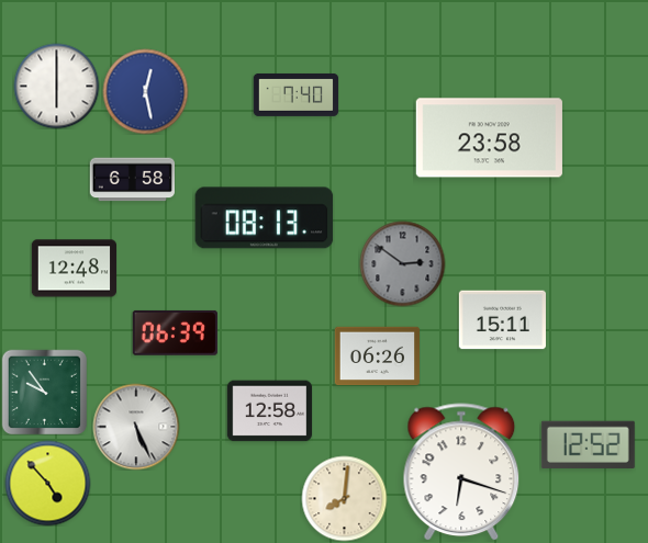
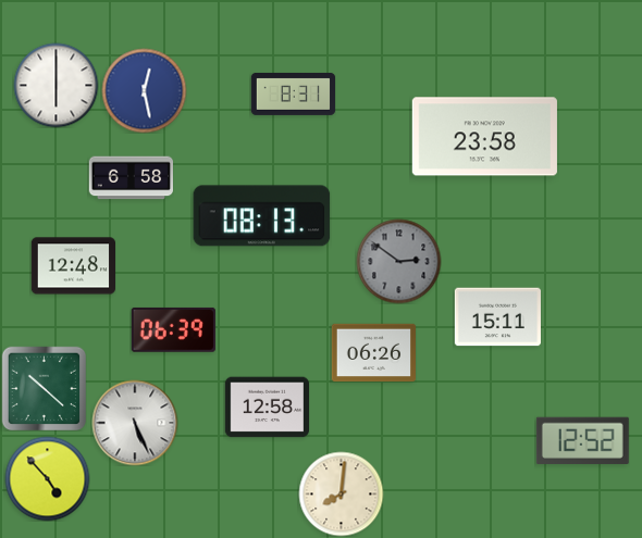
clock at (295, 94): 7:40 -> 8:31
clock at (44, 392): 9:54 -> 10:22
clock at (461, 472): 6:18 -> none
